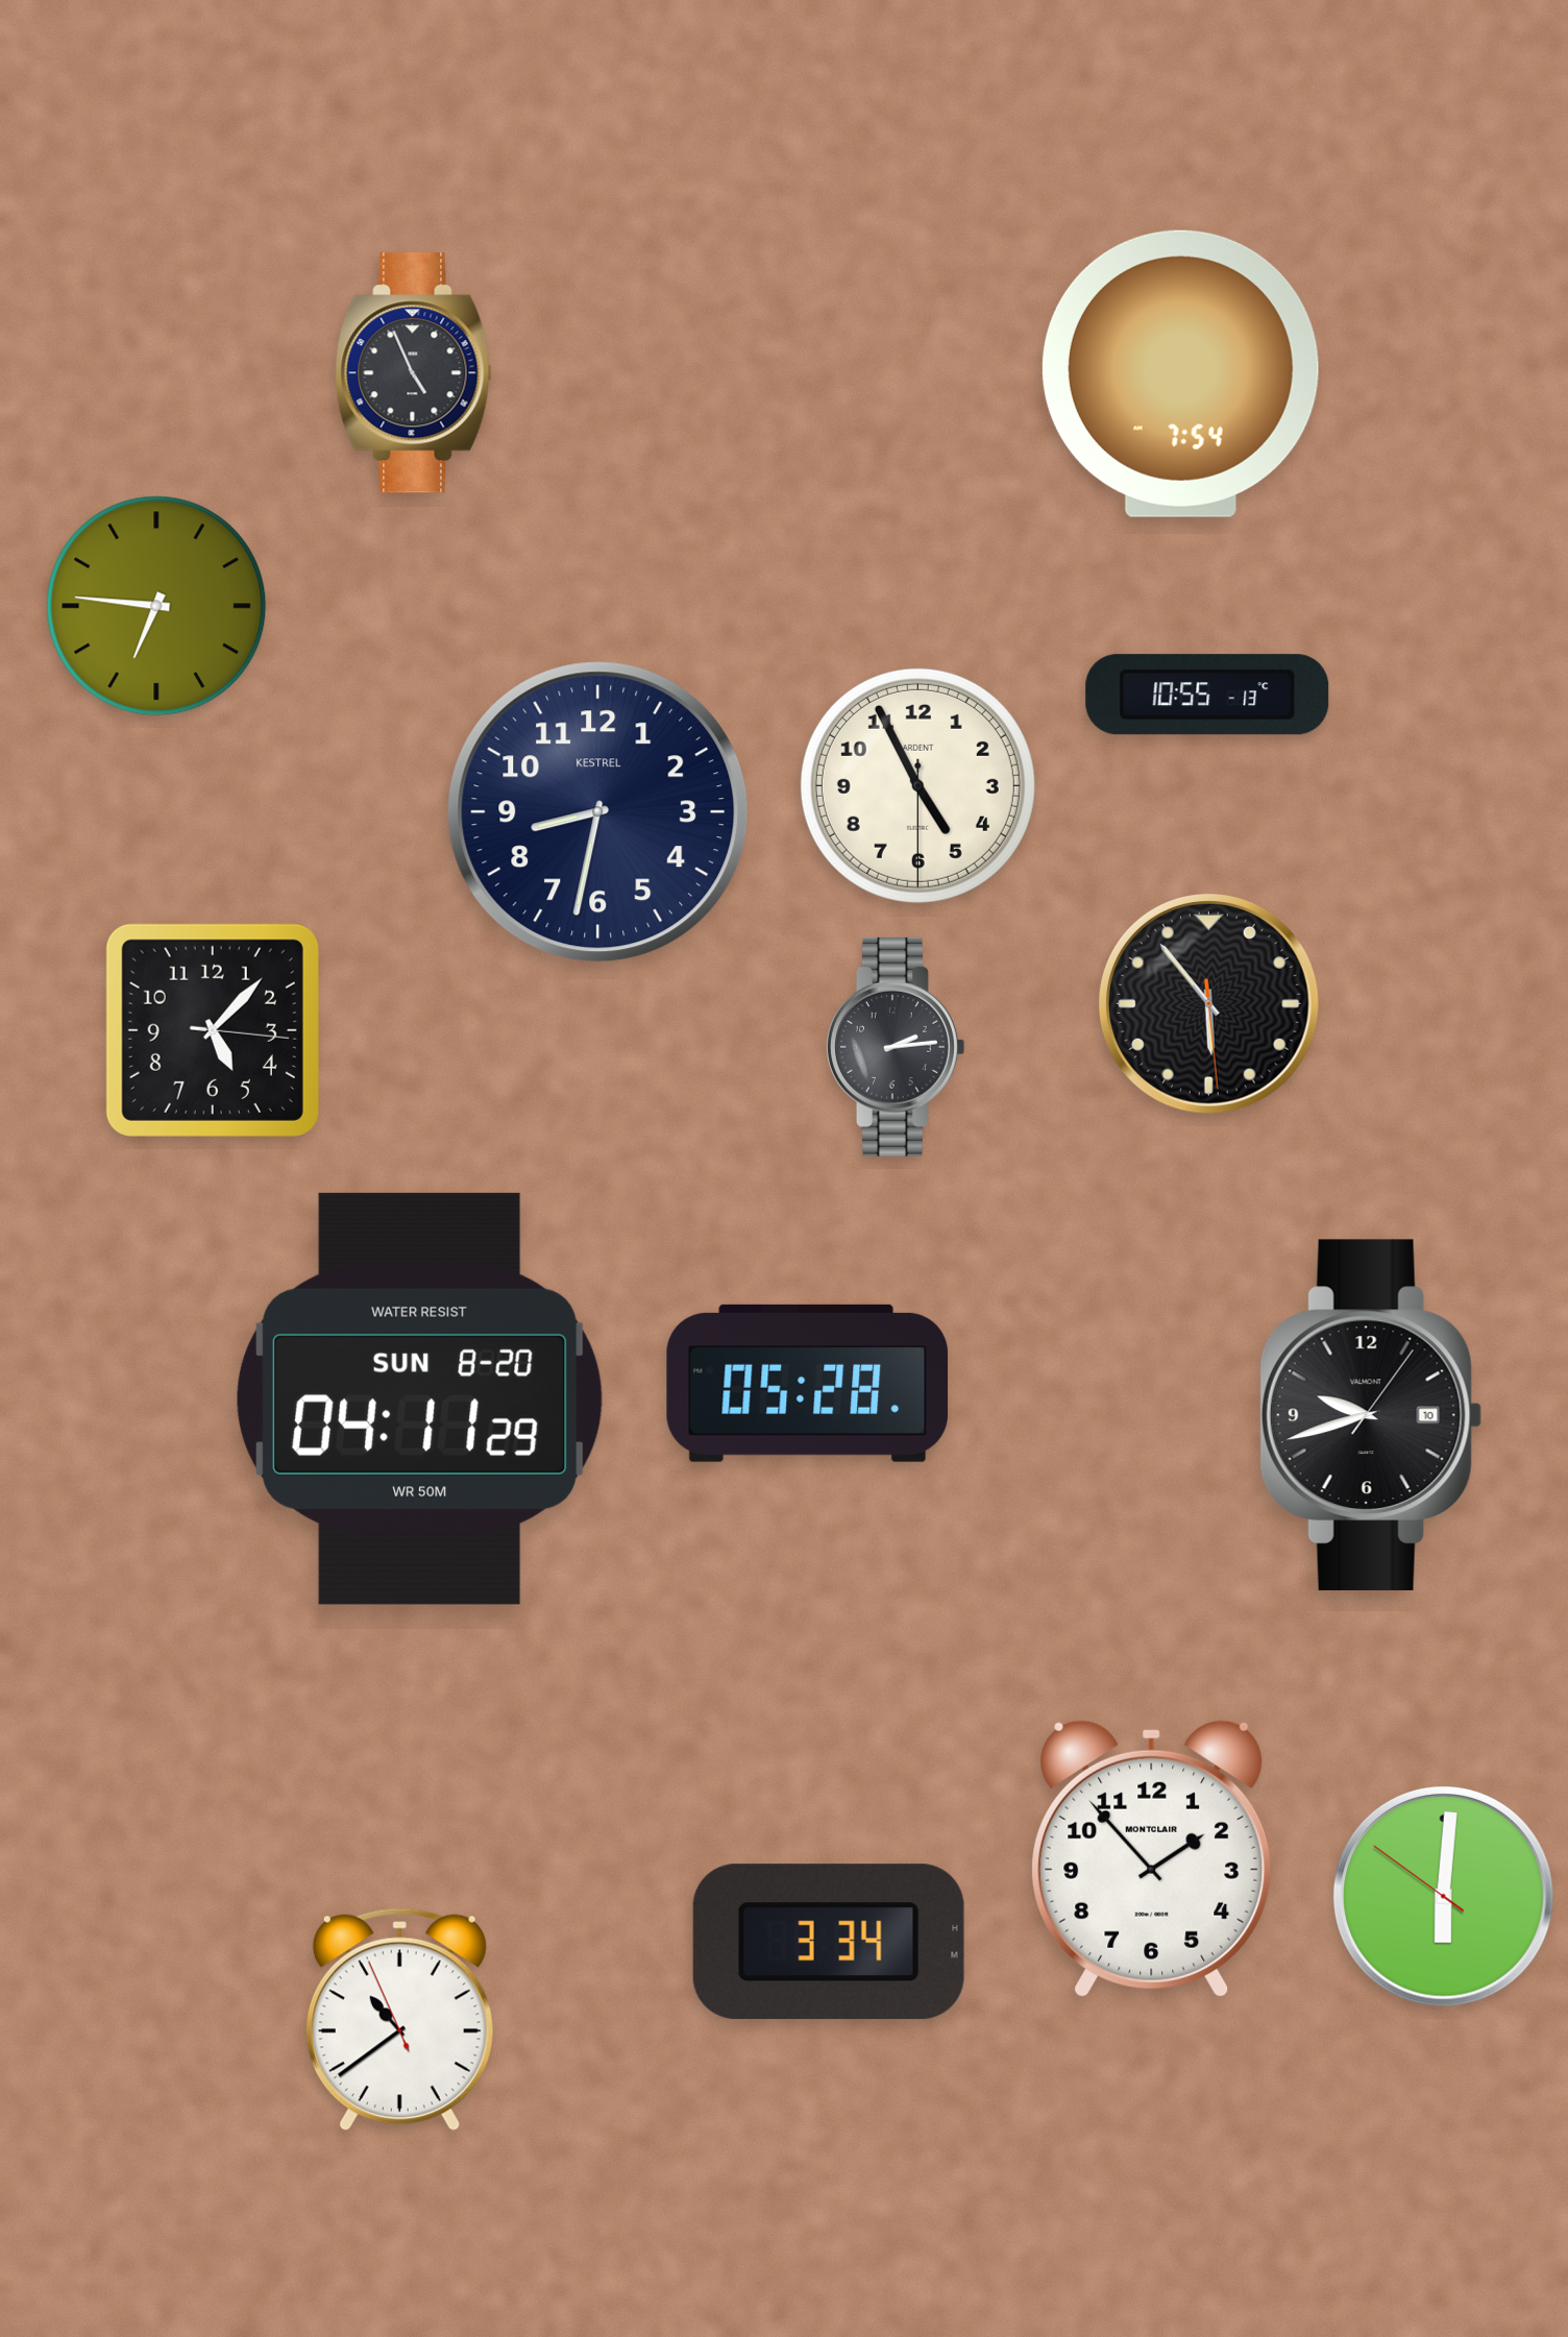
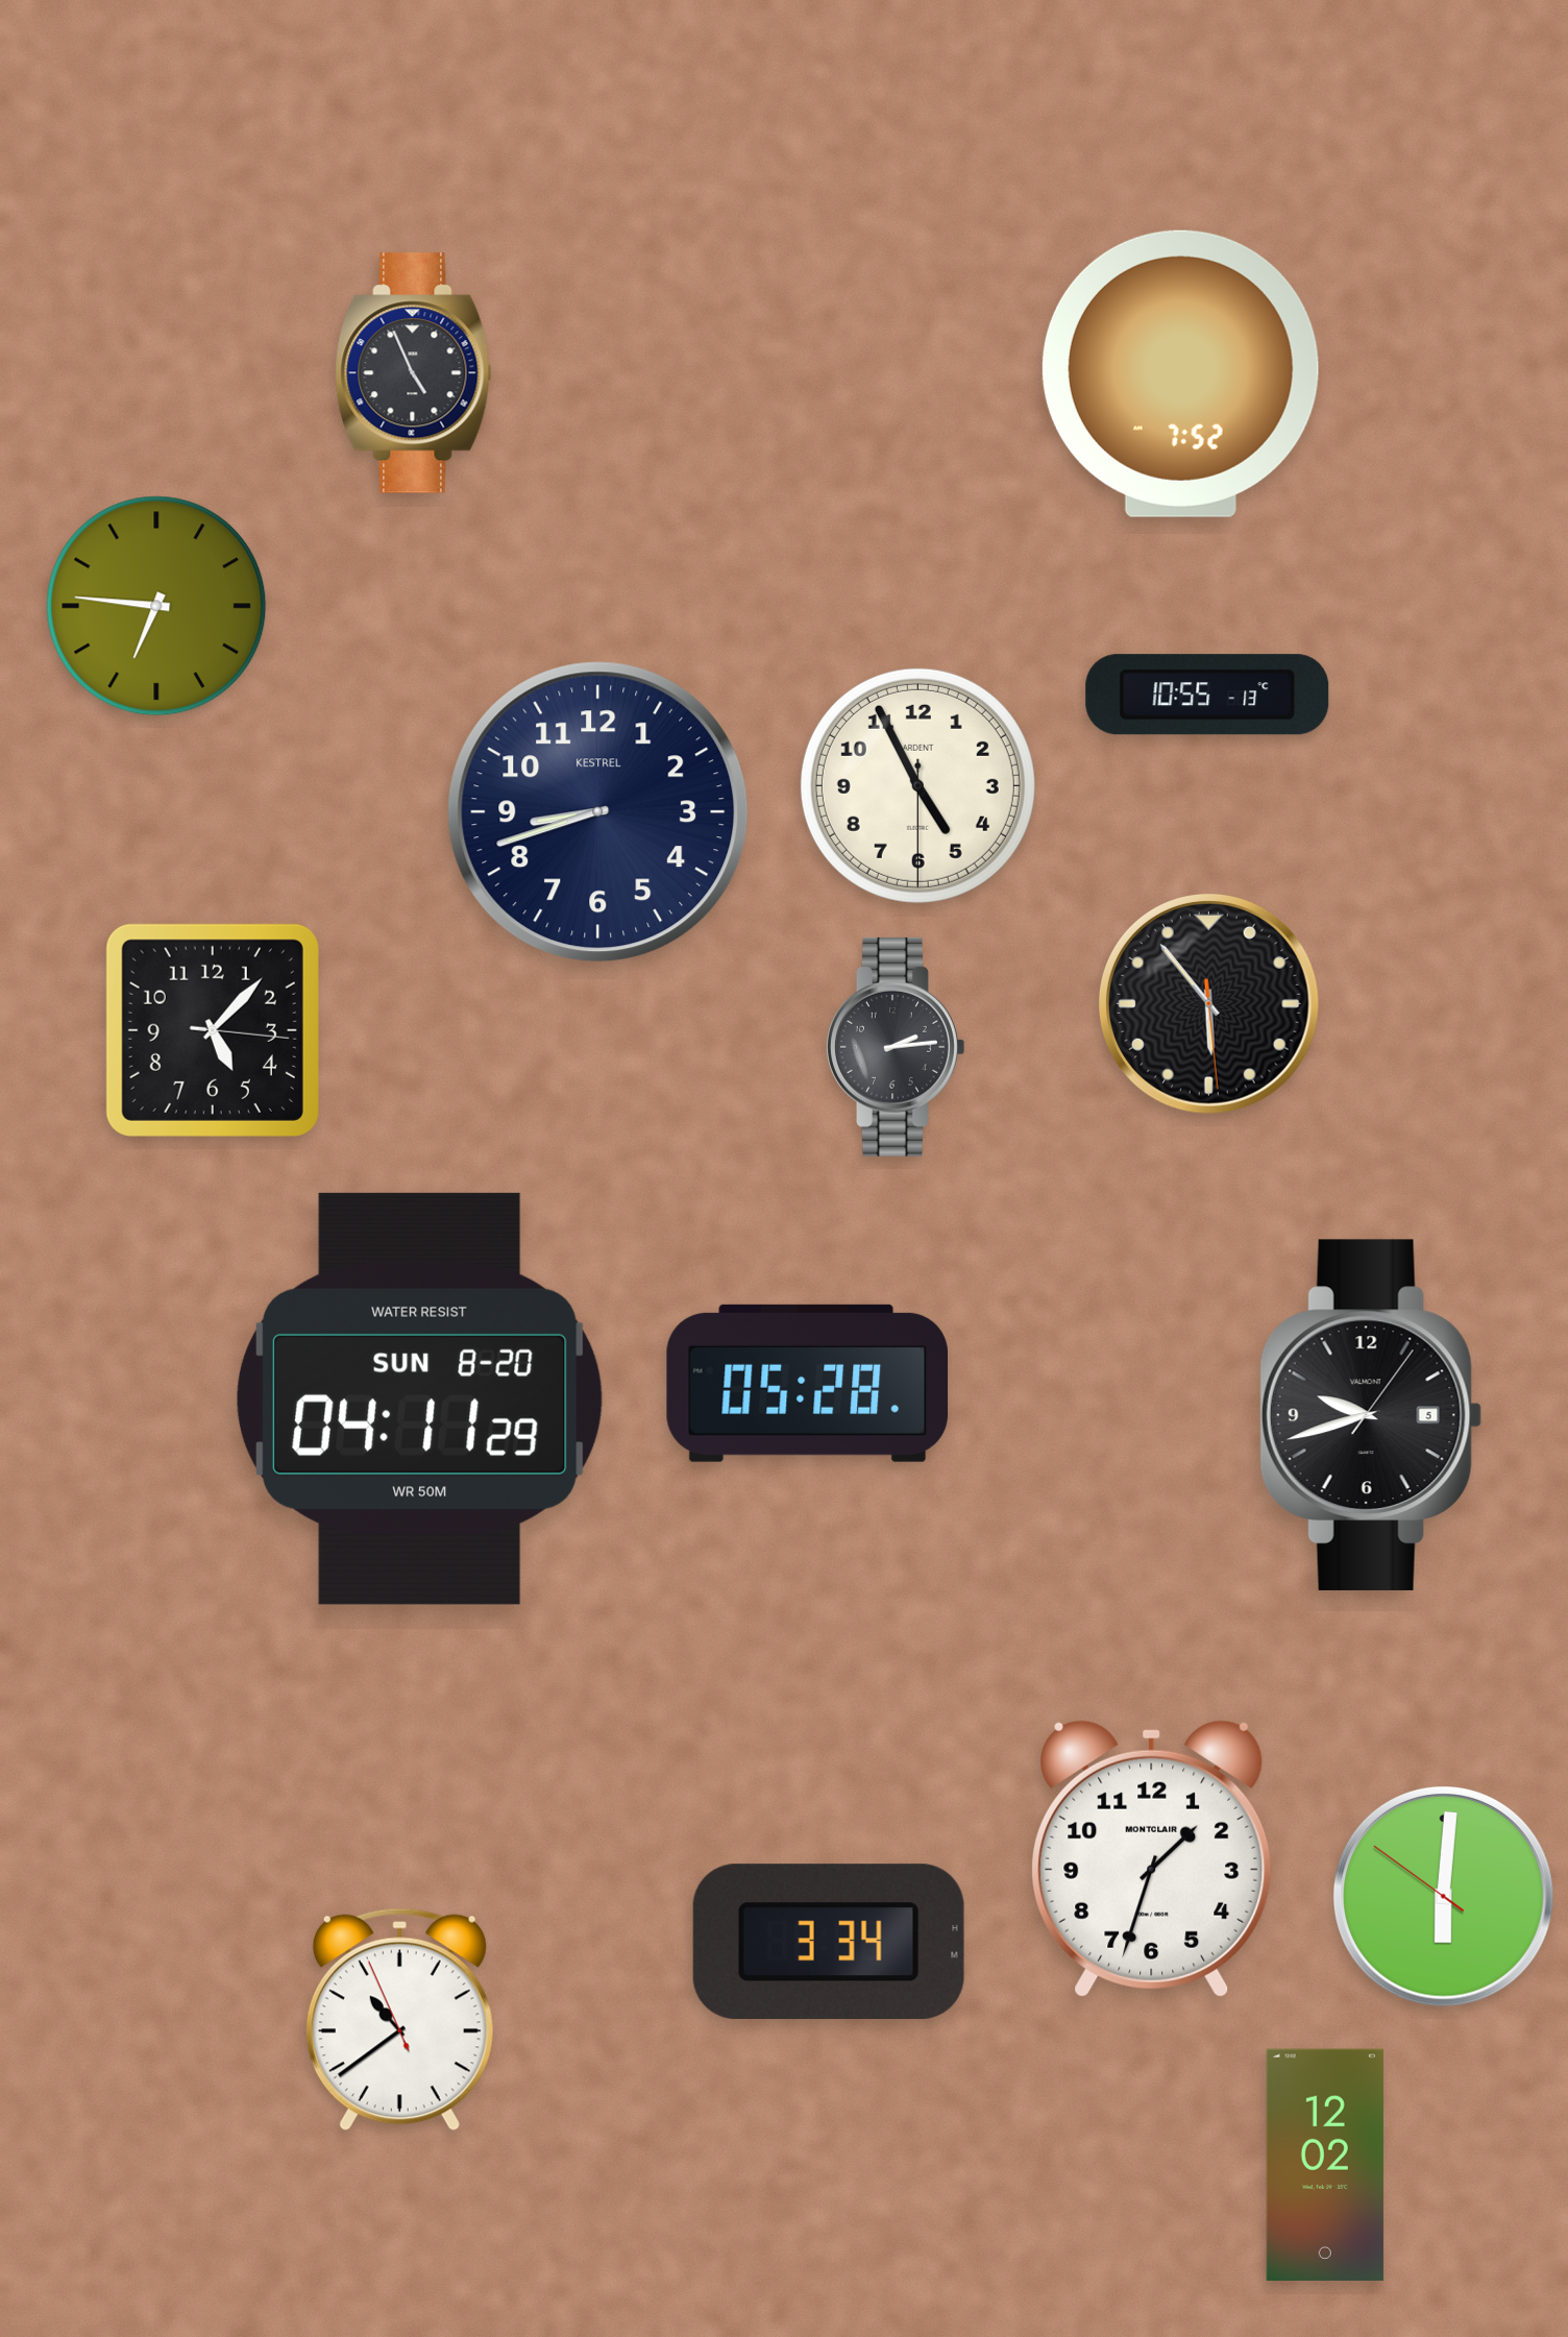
clock at (1180, 373): 7:54 -> 7:52
clock at (598, 812): 8:32 -> 8:42
clock at (1371, 1415) date: 10 -> 5
clock at (1152, 1858): 1:53 -> 1:33
clock at (1325, 2165): none -> 12:02
